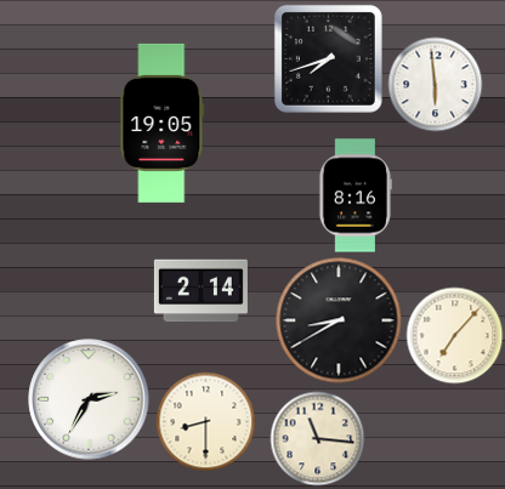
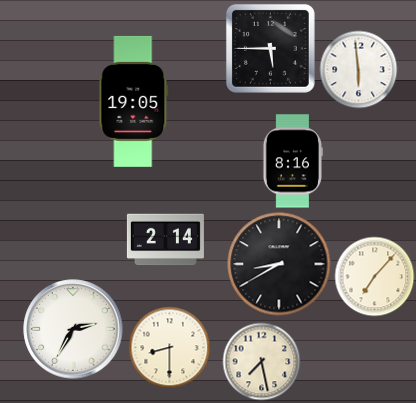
clock at (328, 58): 7:42 -> 5:45
clock at (317, 438): 11:16 -> 7:28
